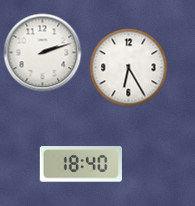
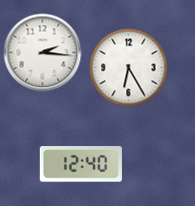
clock at (42, 52): 2:12 -> 2:16
clock at (81, 164): 18:40 -> 12:40
